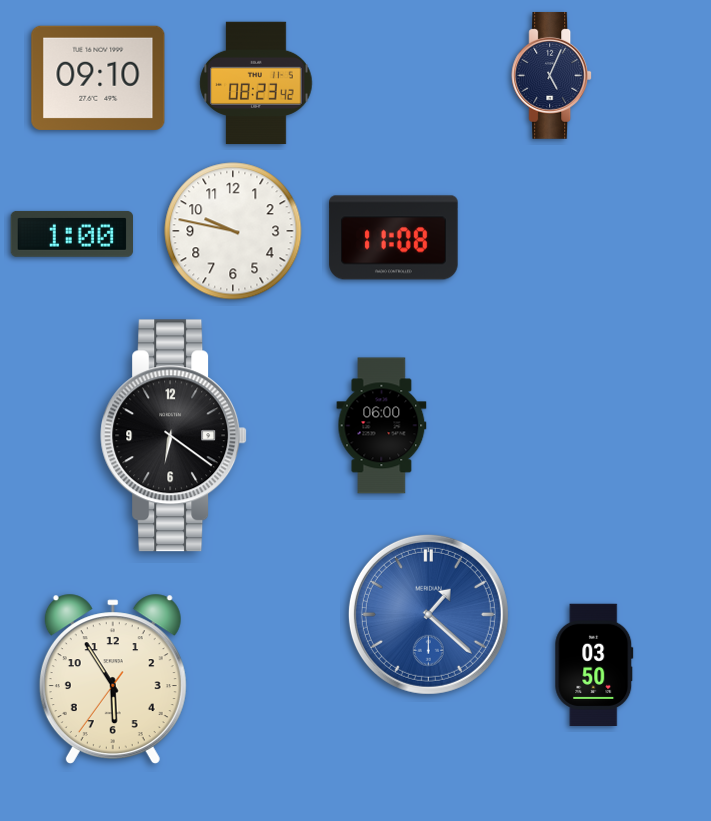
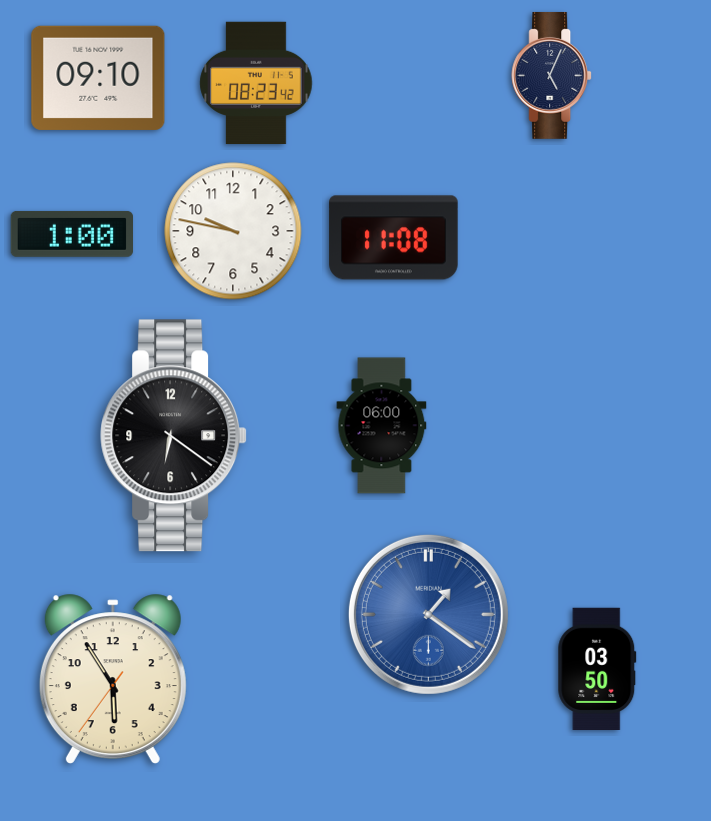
clock at (428, 614): 1:22 -> 1:21
clock at (594, 664) position: (594, 664) -> (597, 668)
